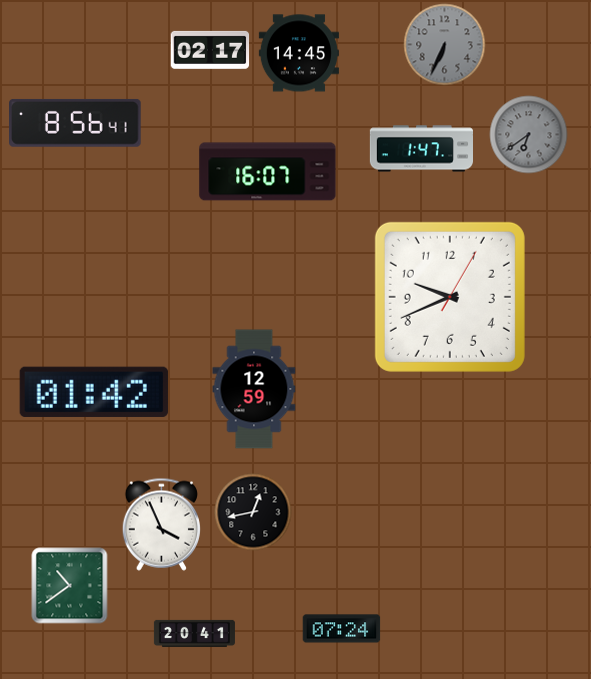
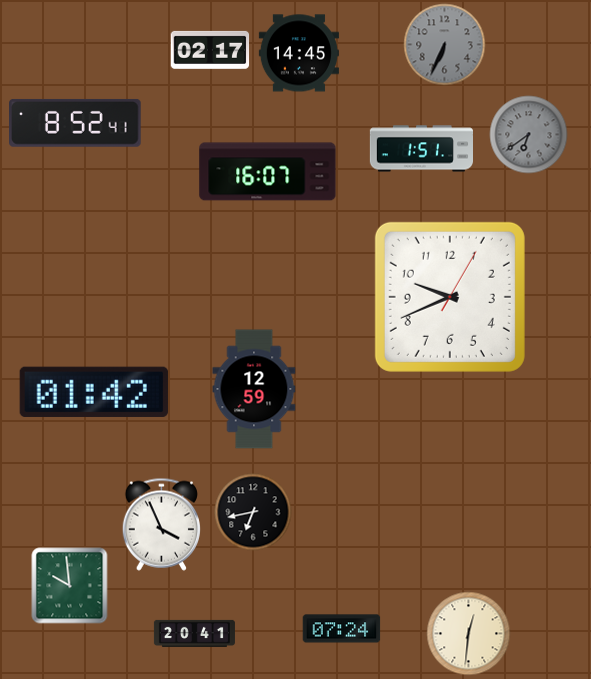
clock at (76, 123): 8:56 -> 8:52
clock at (421, 149): 1:47 -> 1:51
clock at (253, 512): 12:43 -> 6:43
clock at (70, 586): 10:39 -> 9:59
clock at (469, 634): none -> 12:31
